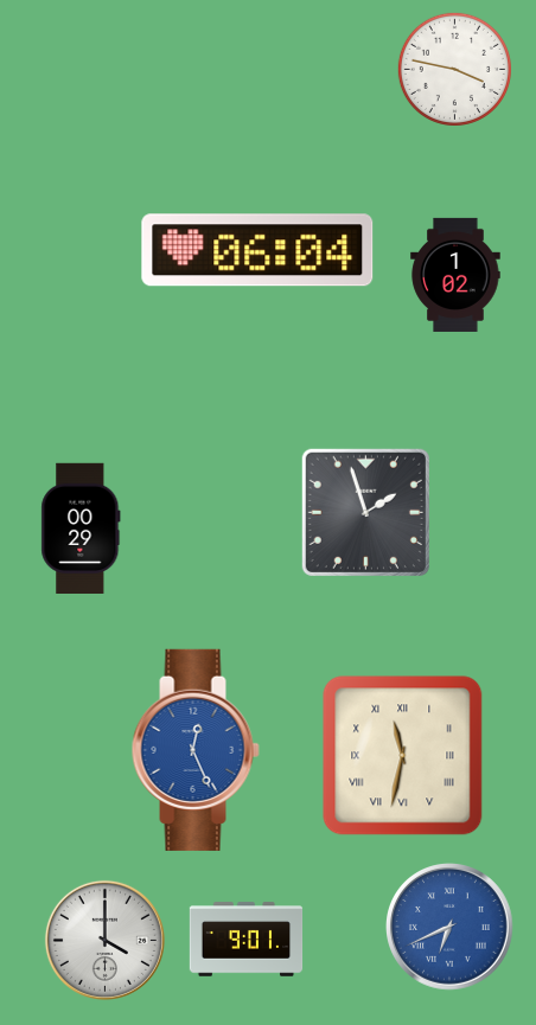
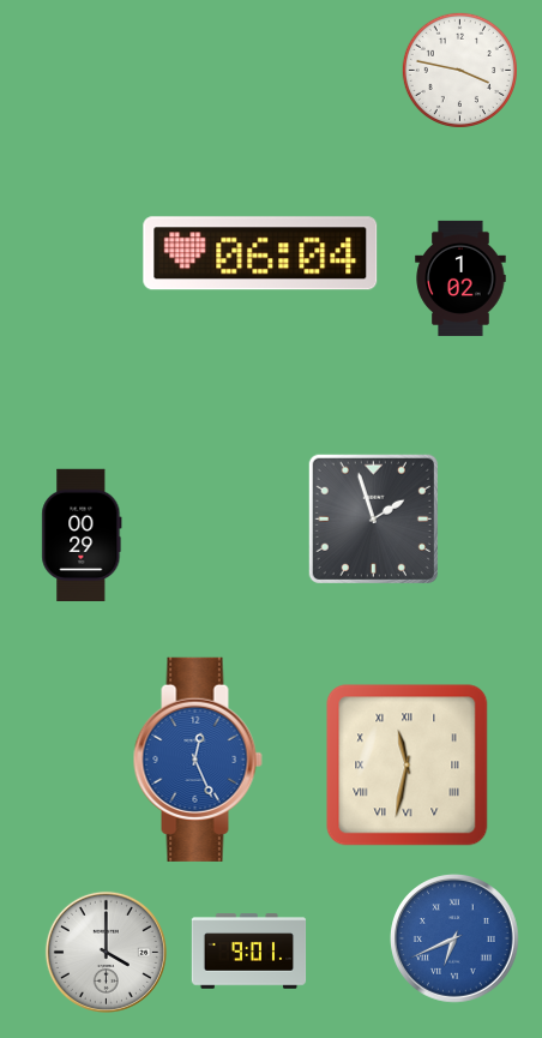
clock at (365, 512) position: (365, 512) -> (373, 518)
